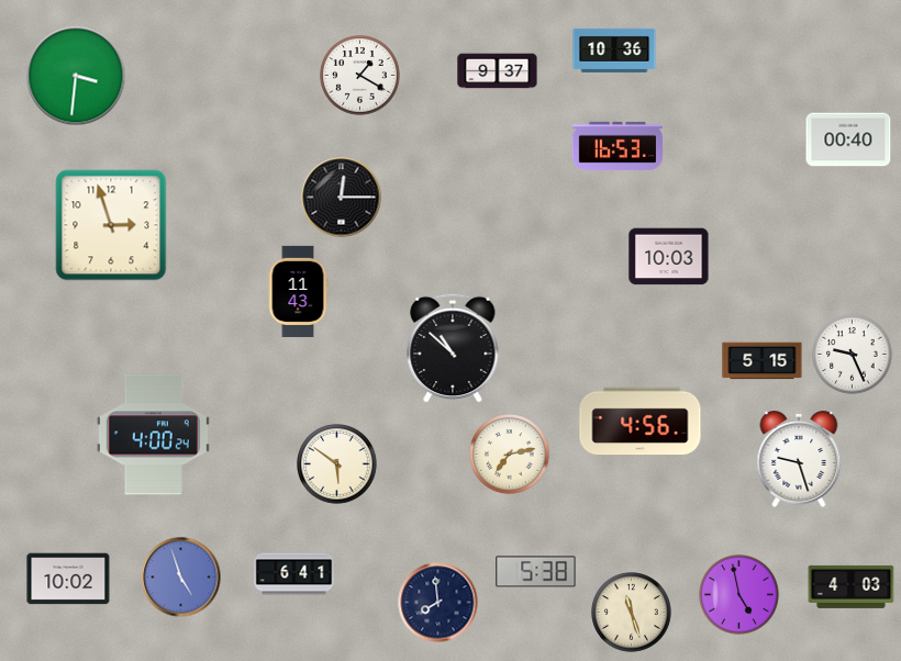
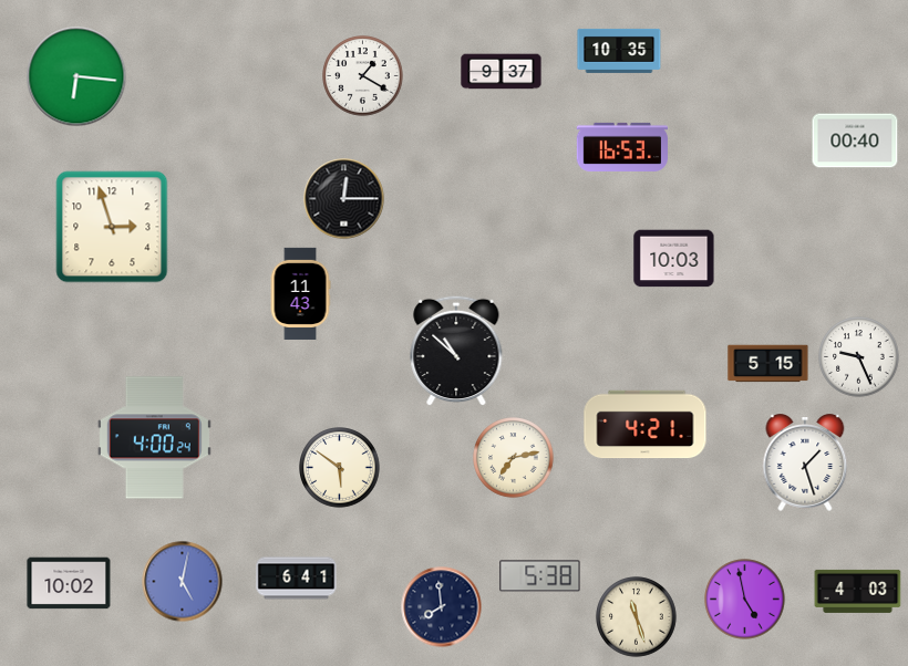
clock at (614, 51): 10:36 -> 10:35
clock at (76, 76): 3:31 -> 6:16
clock at (641, 422): 4:56 -> 4:21
clock at (799, 460): 9:27 -> 1:27
clock at (181, 578): 4:57 -> 5:02
